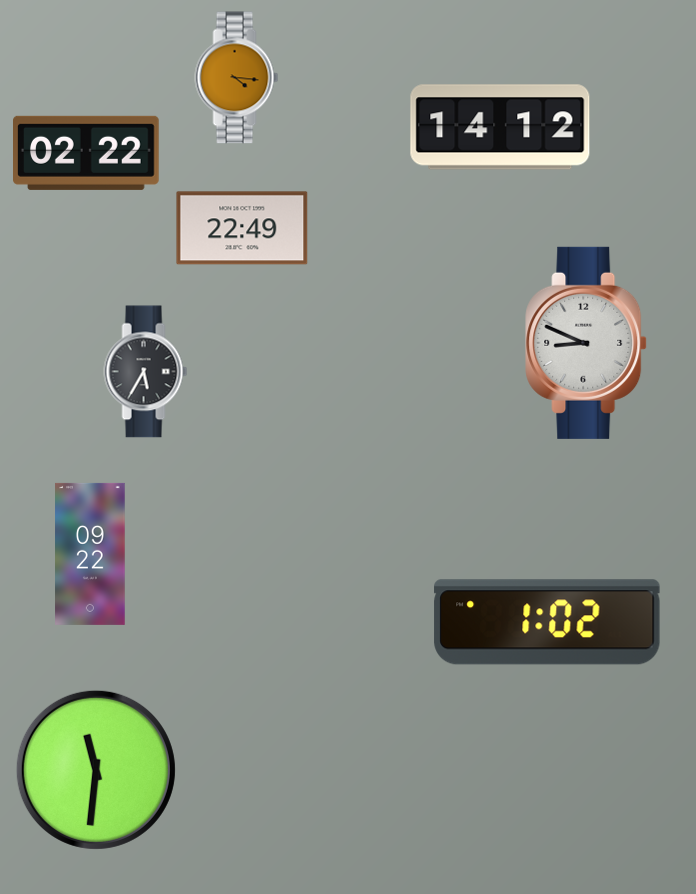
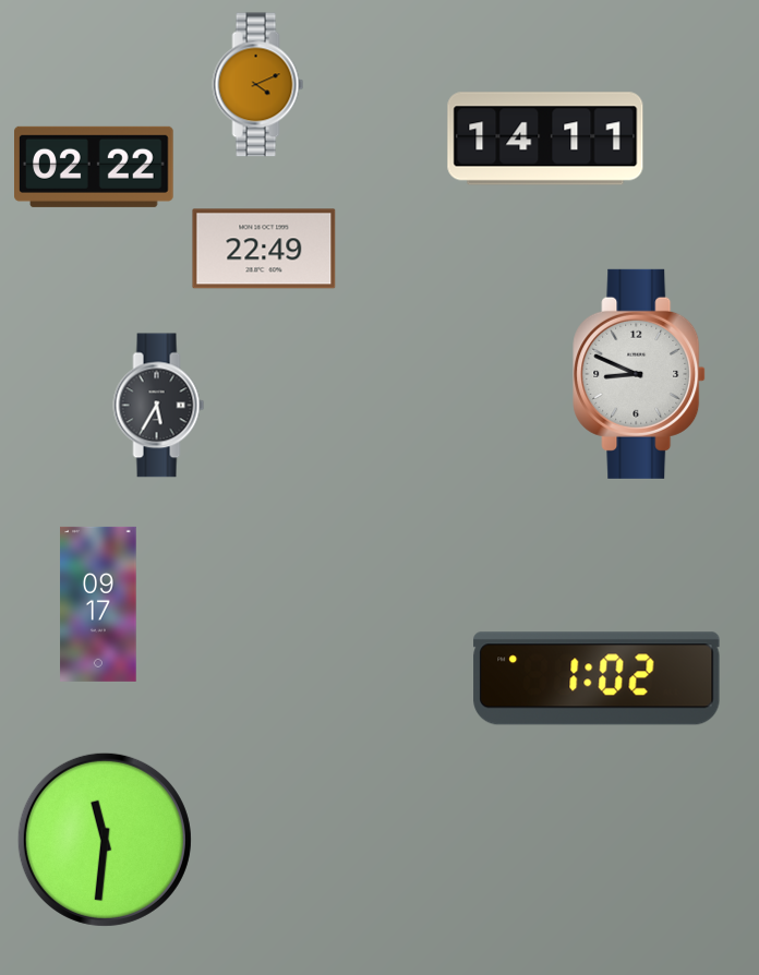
clock at (237, 78): 4:16 -> 4:11
clock at (500, 127): 14:12 -> 14:11
clock at (90, 554): 09:22 -> 09:17
